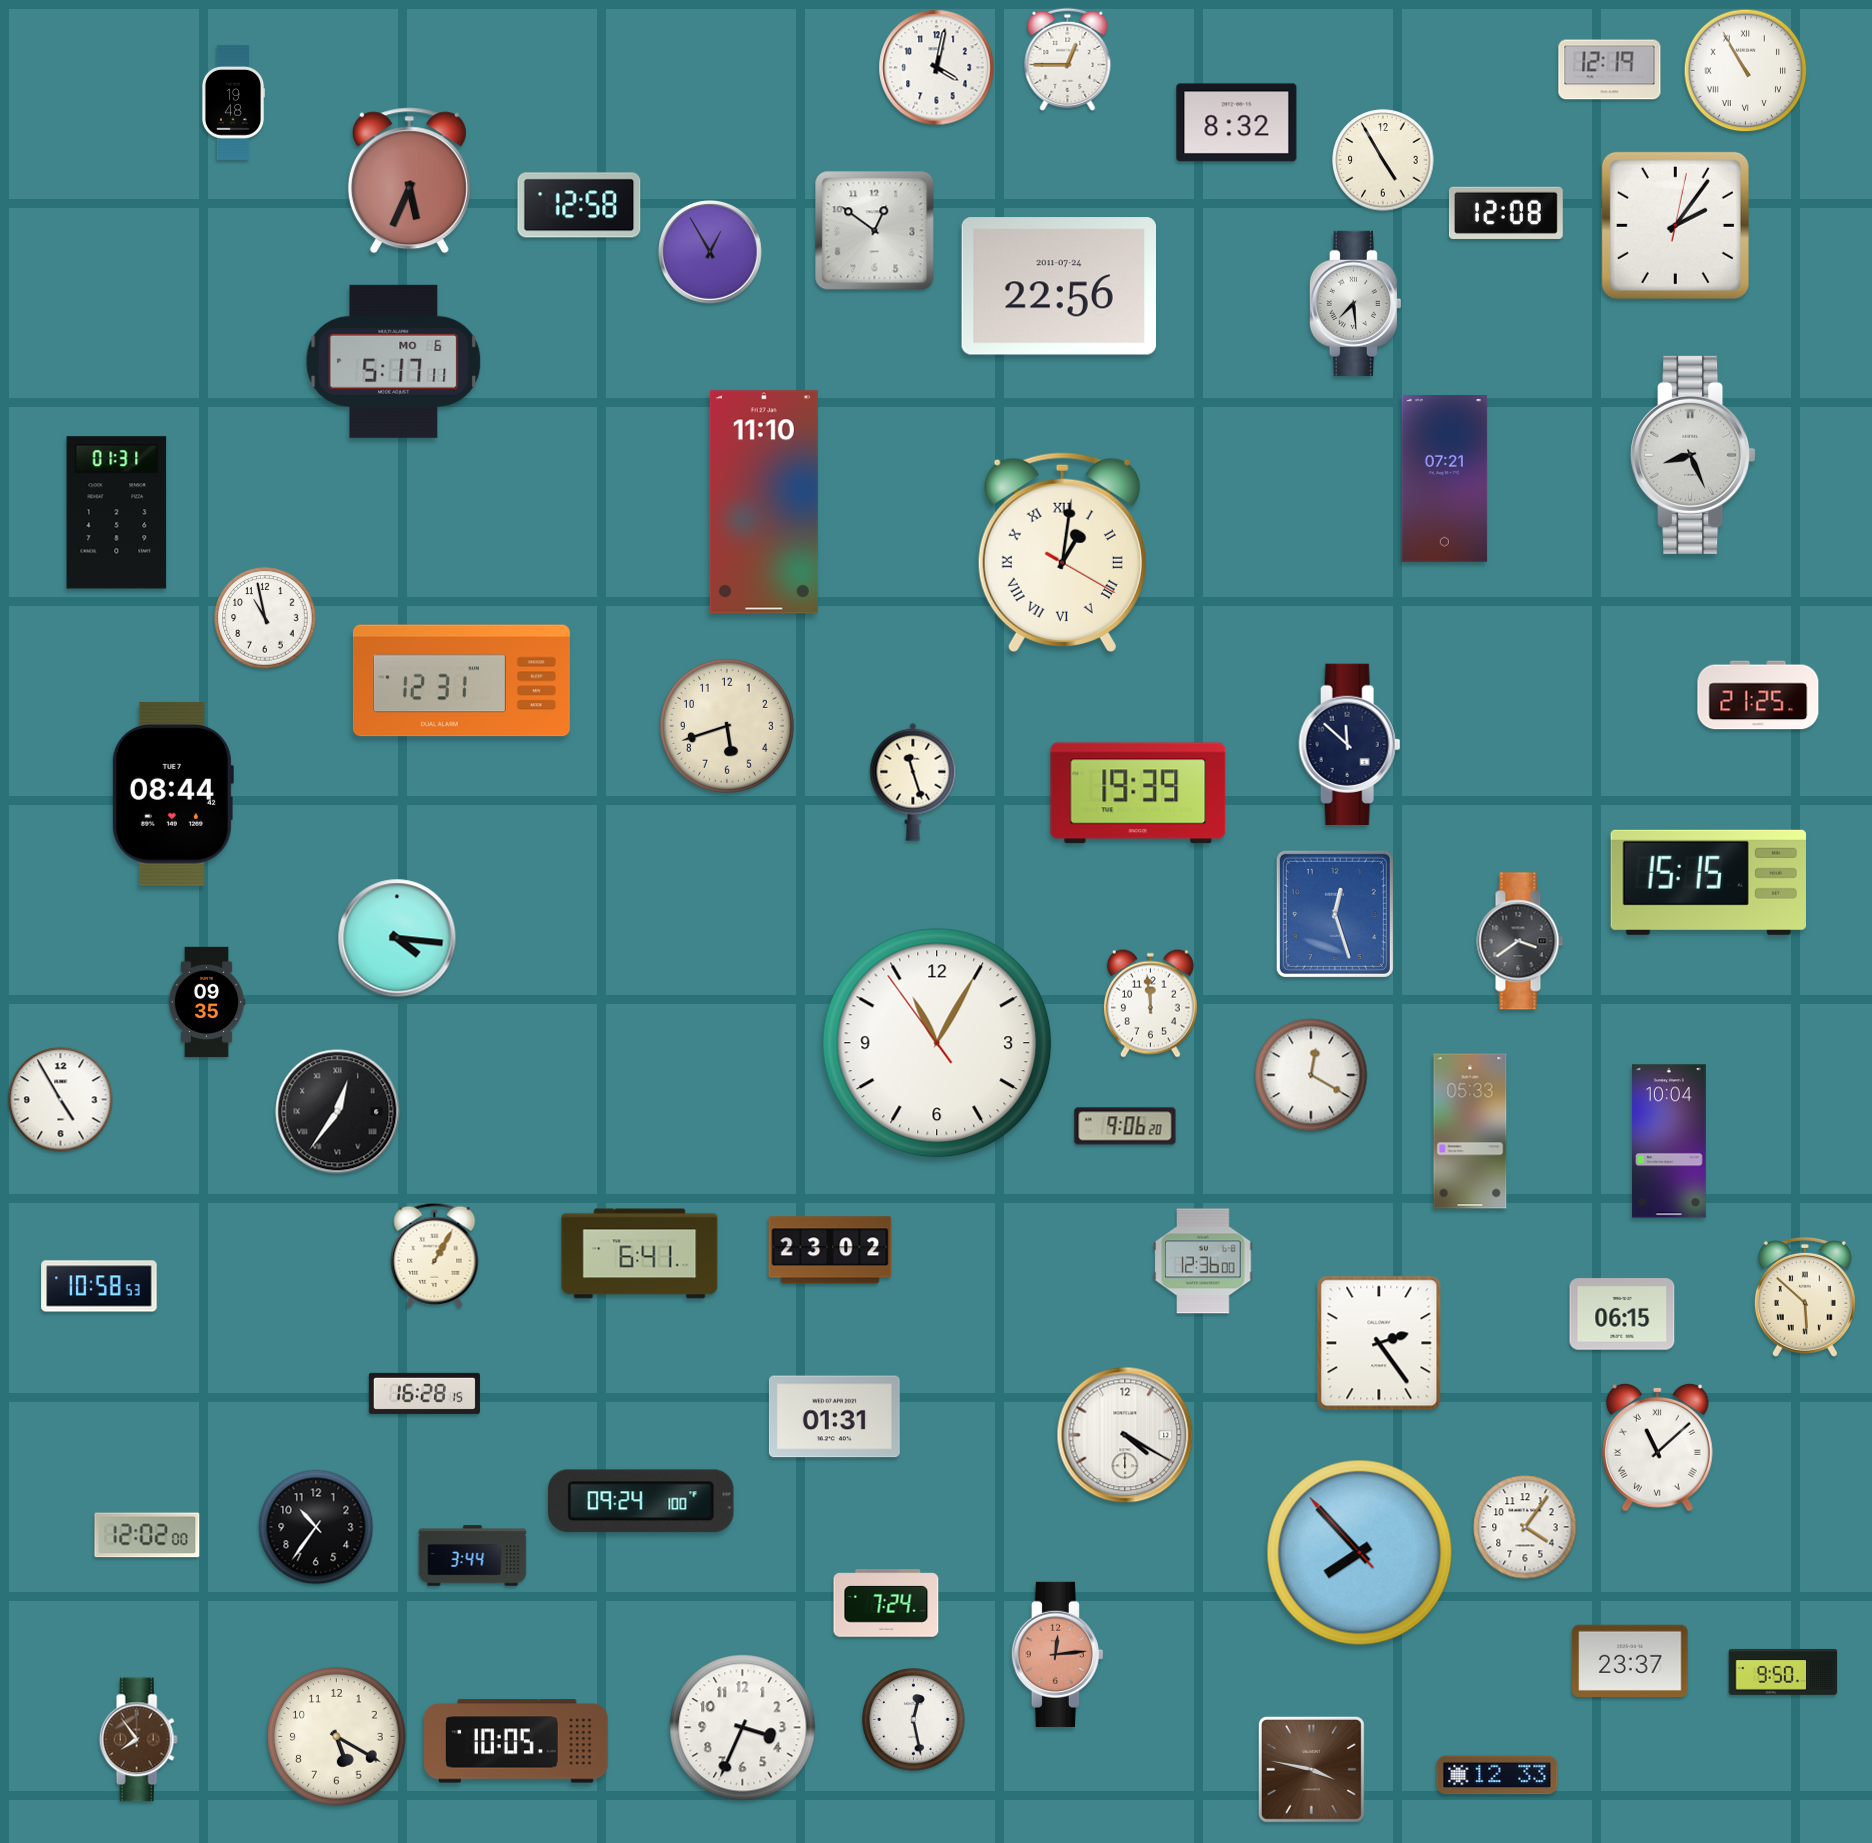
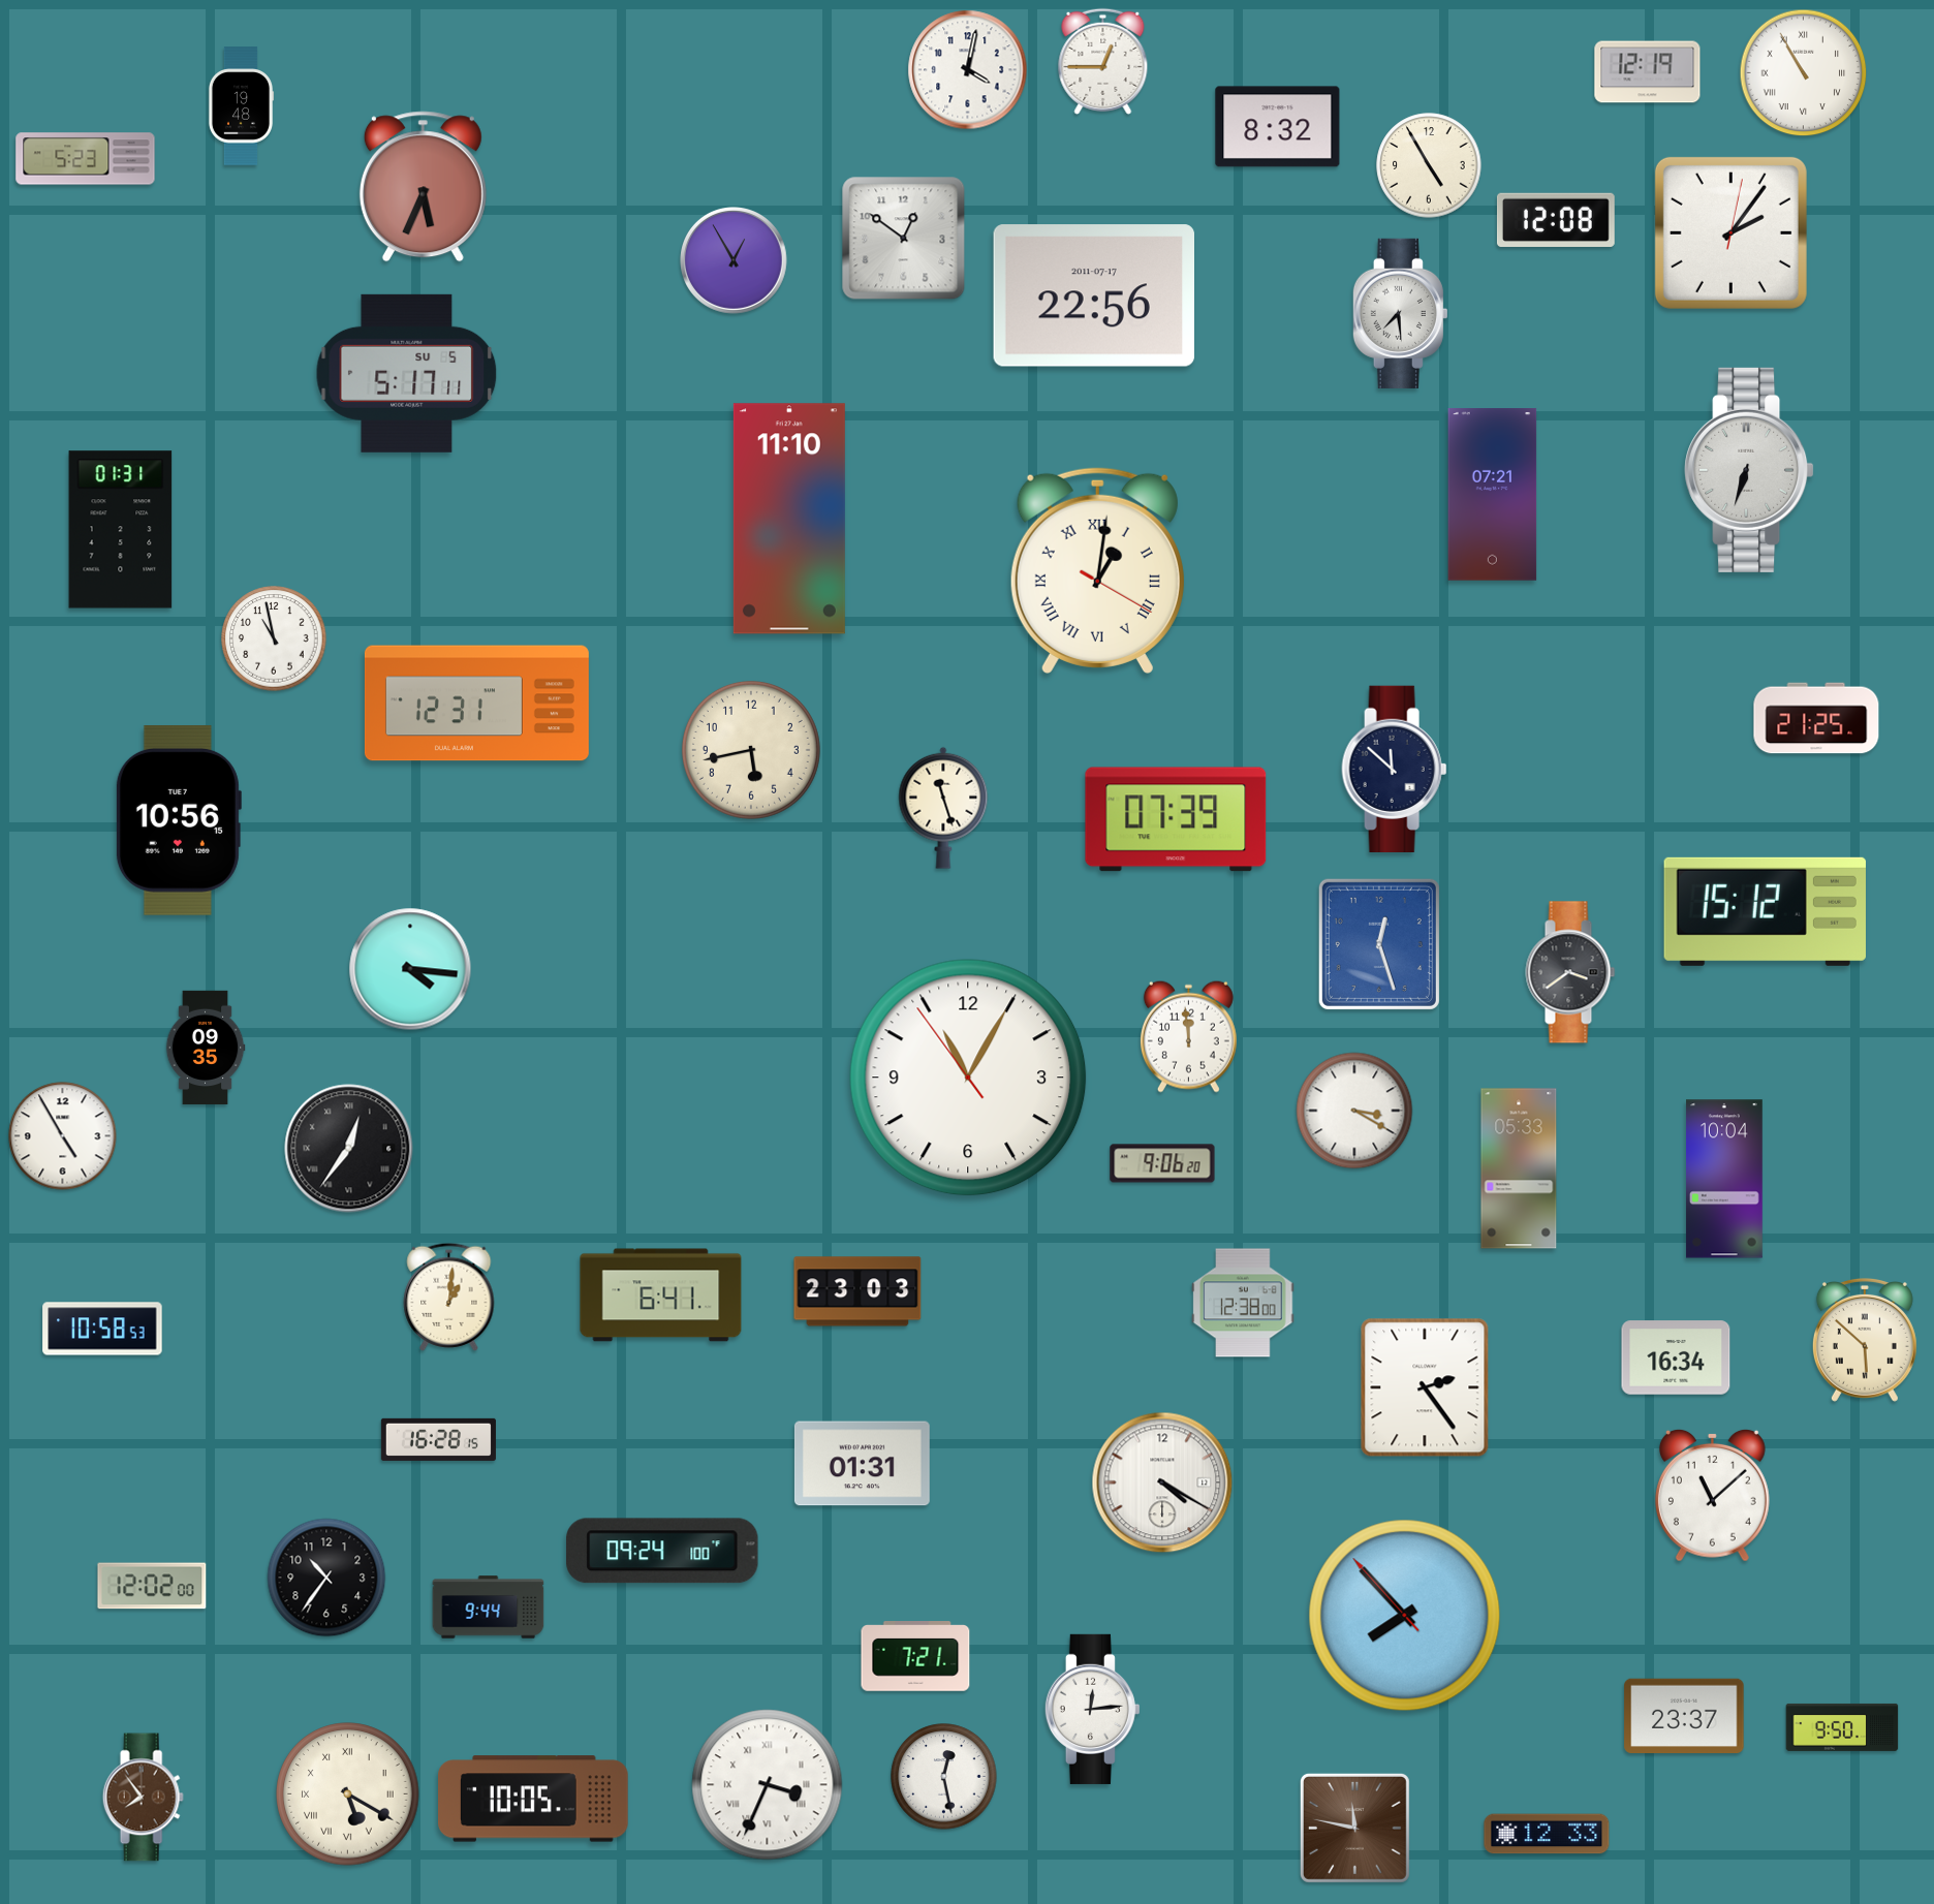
clock at (1610, 70) position: (1610, 70) -> (1648, 72)
clock at (86, 159): none -> 5:23
clock at (579, 205): 12:58 -> none
clock at (1058, 286) date: 2011-07-24 -> 2011-07-17
clock at (394, 361) date: MO 6 -> SU 5
clock at (1693, 455): 8:26 -> 6:33
clock at (727, 726): 5:42 -> 5:43
clock at (1138, 793): 19:39 -> 07:39
clock at (172, 794): 08:44 -> 10:56
clock at (1708, 882): 15:15 -> 15:12
clock at (207, 1002) position: (207, 1002) -> (206, 1048)
clock at (1311, 1075): 12:20 -> 3:20
clock at (830, 1250): 23:02 -> 23:03
clock at (435, 1255): 1:05 -> 1:01
clock at (1203, 1261): 12:36 -> 12:38
clock at (1622, 1314): 06:15 -> 16:34
clock at (1657, 1447) numerals: Roman -> Arabic
clock at (1525, 1527): 4:06 -> none
clock at (1360, 1553) position: (1360, 1553) -> (1405, 1616)
clock at (473, 1556): 3:44 -> 9:44
clock at (886, 1603): 7:24 -> 7:21
clock at (1057, 1654) dial: salmon -> white
clock at (743, 1728) numerals: Arabic -> Roman
clock at (337, 1737) numerals: Arabic -> Roman
clock at (1311, 1769): 3:47 -> 11:47
